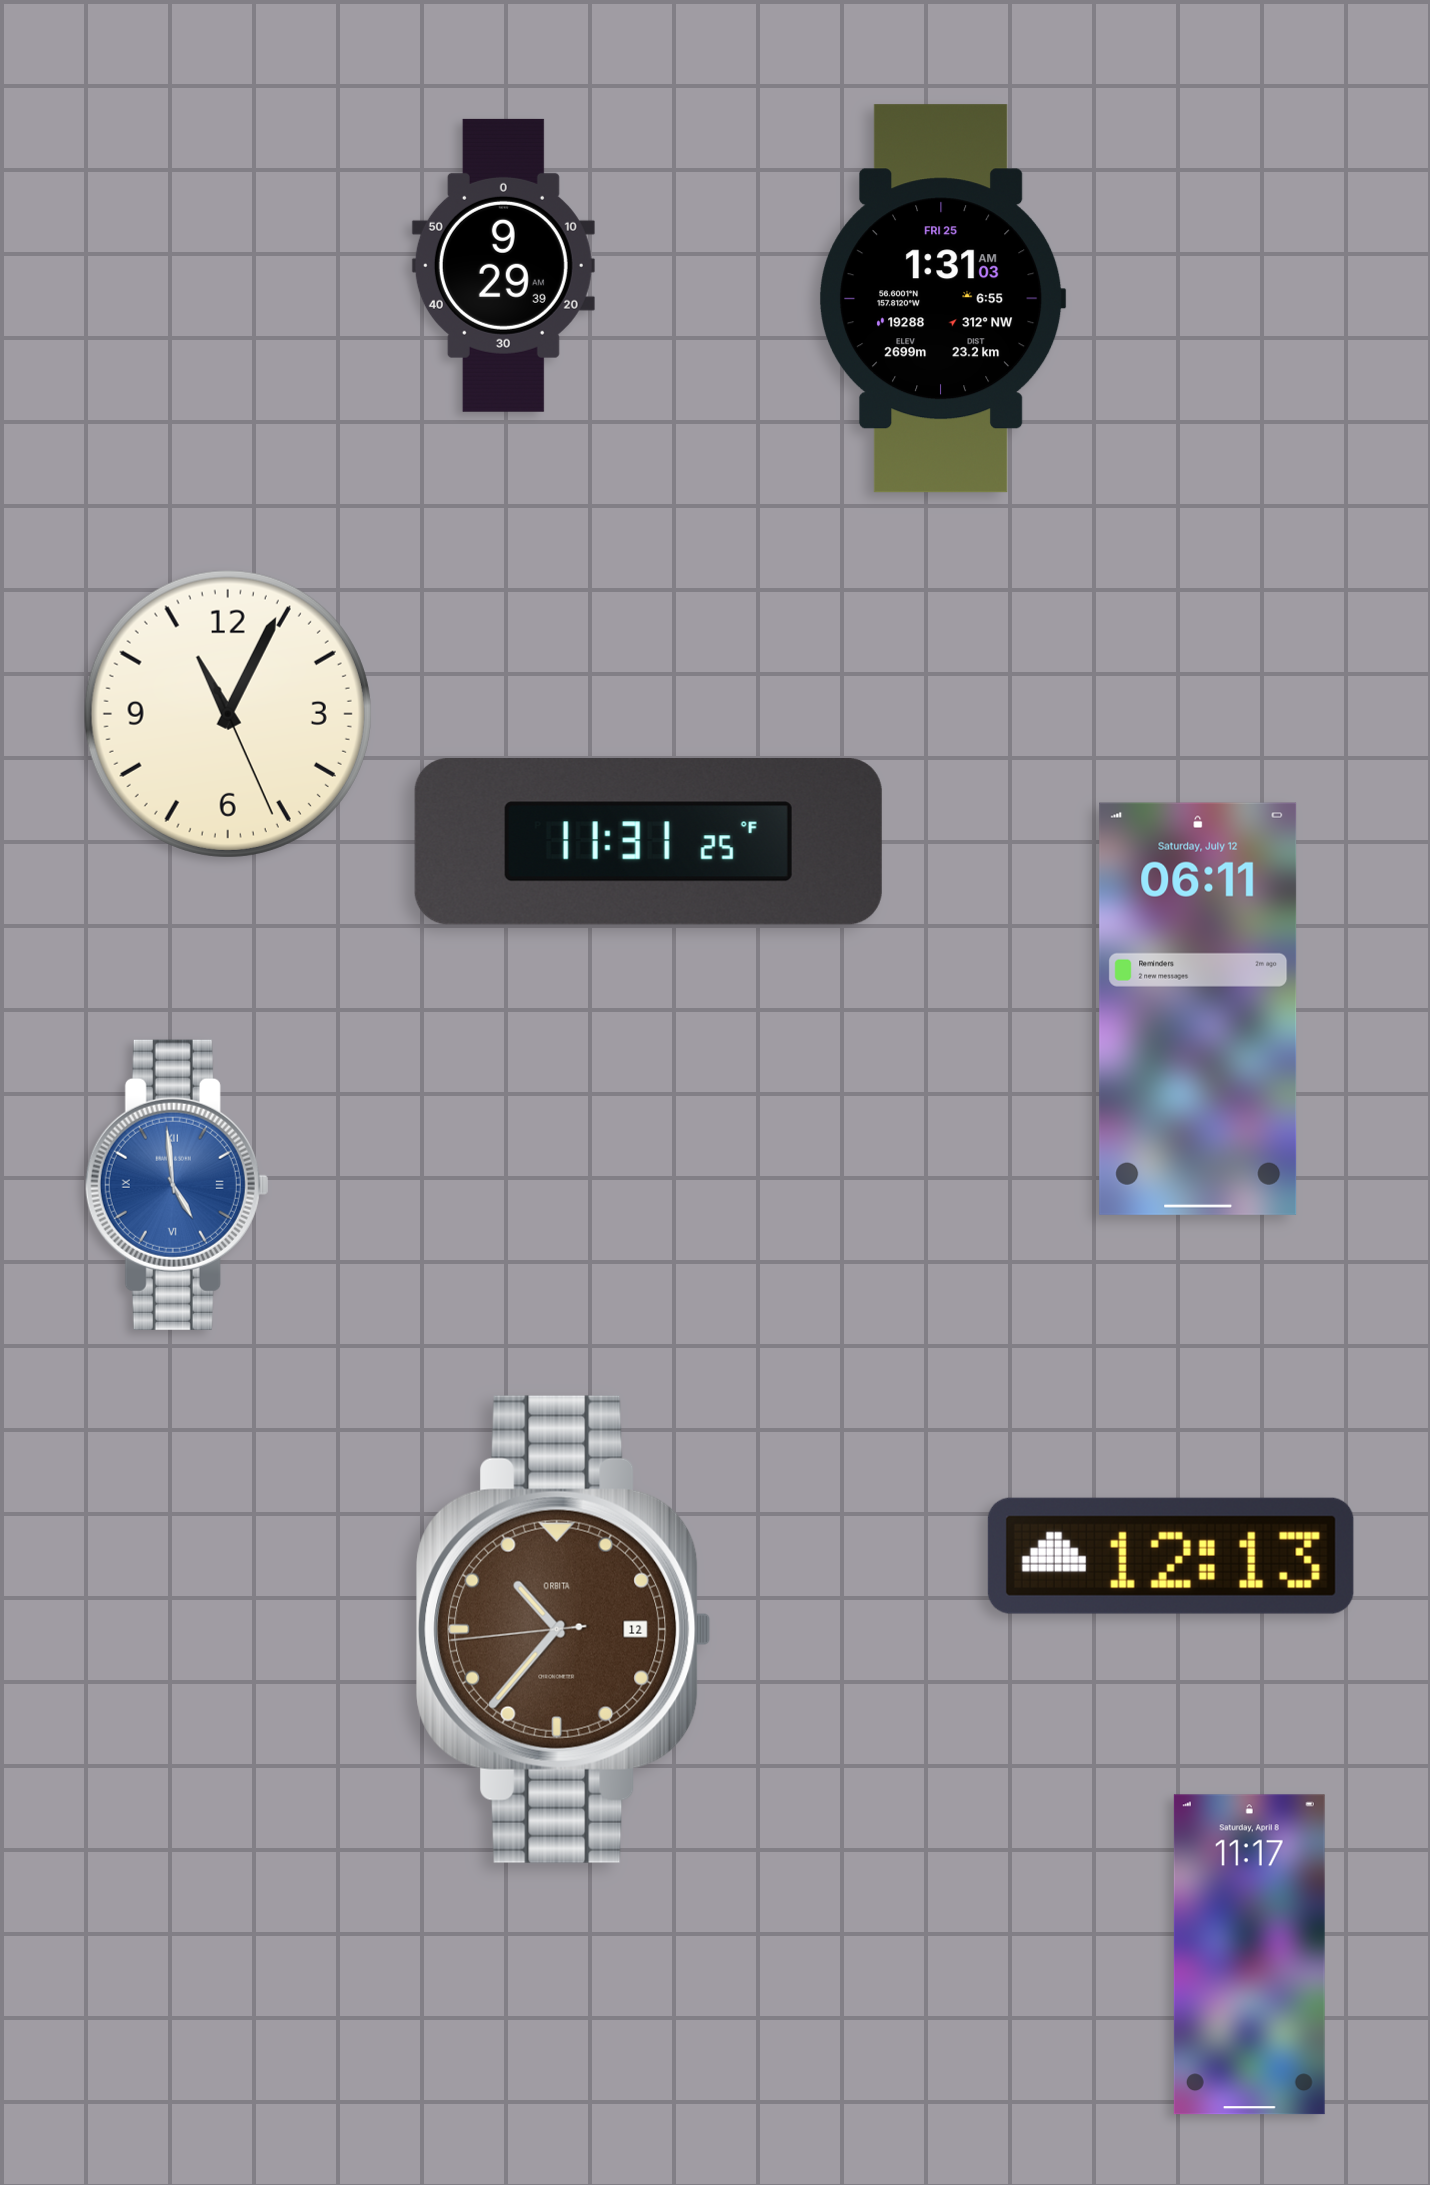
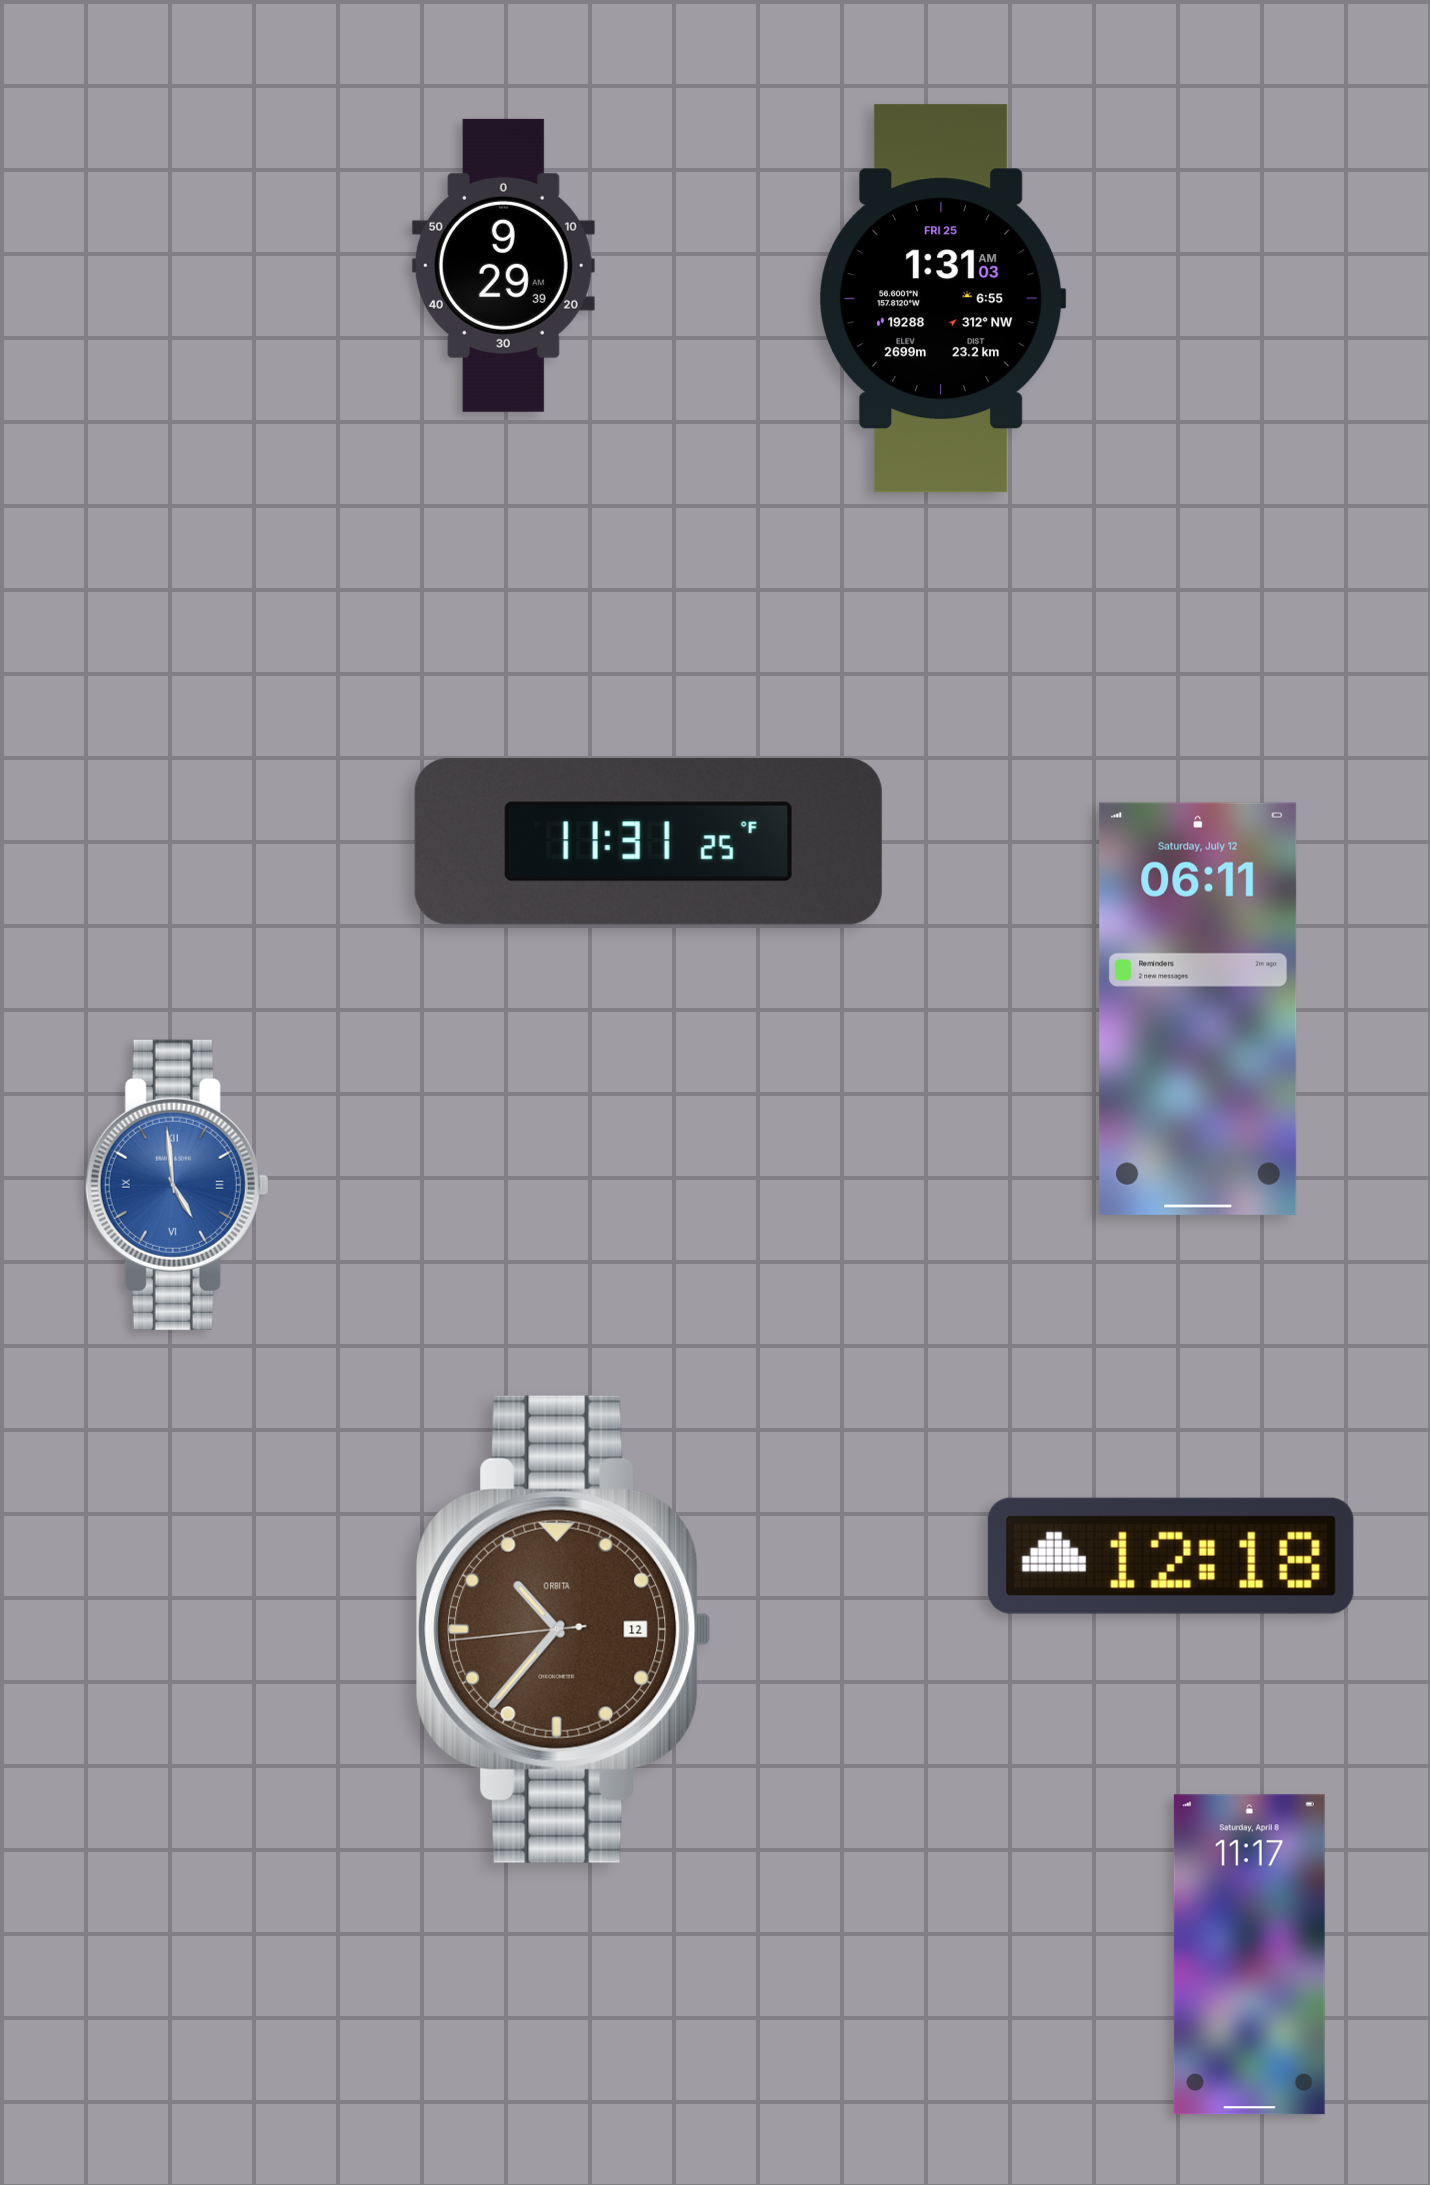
clock at (228, 714): 11:04 -> none
clock at (1171, 1556): 12:13 -> 12:18
